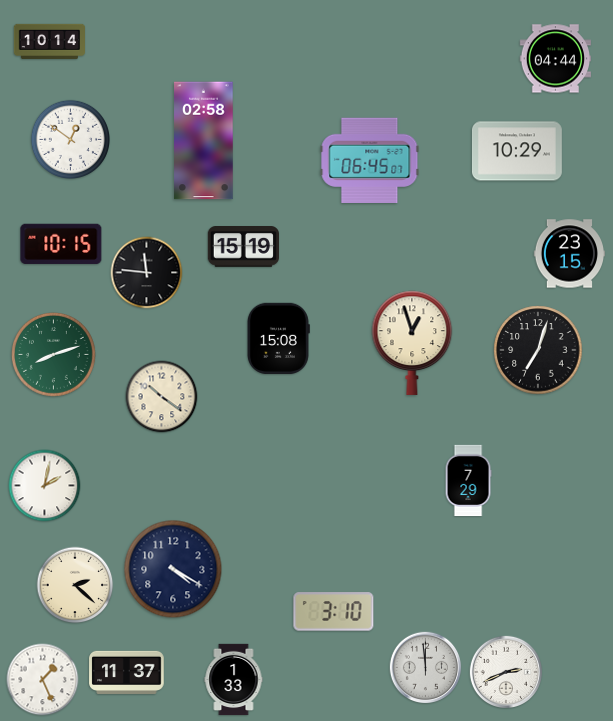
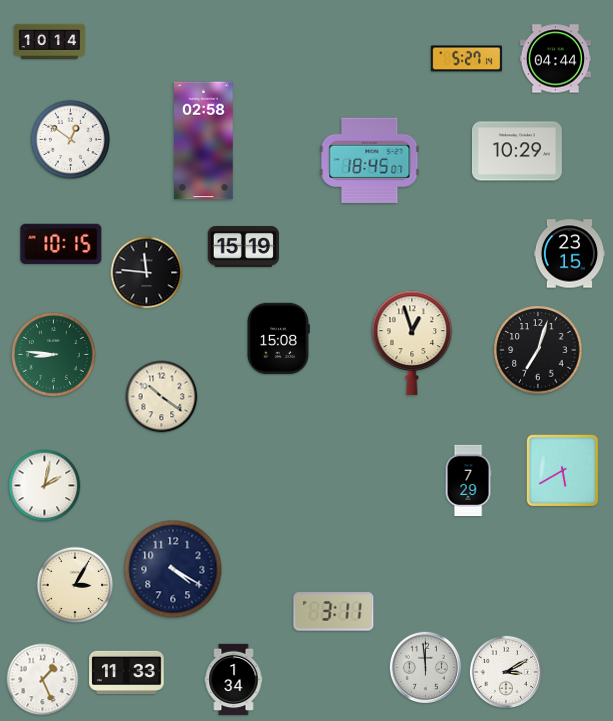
clock at (467, 59): none -> 5:27
clock at (370, 160): 06:45 -> 18:45
clock at (54, 355): 8:12 -> 8:46
clock at (563, 471): none -> 5:40
clock at (75, 585): 2:22 -> 3:05
clock at (334, 612): 3:10 -> 3:11
clock at (505, 671): 2:41 -> 3:10
clock at (127, 672): 11:37 -> 11:33
clock at (234, 680): 1:33 -> 1:34
